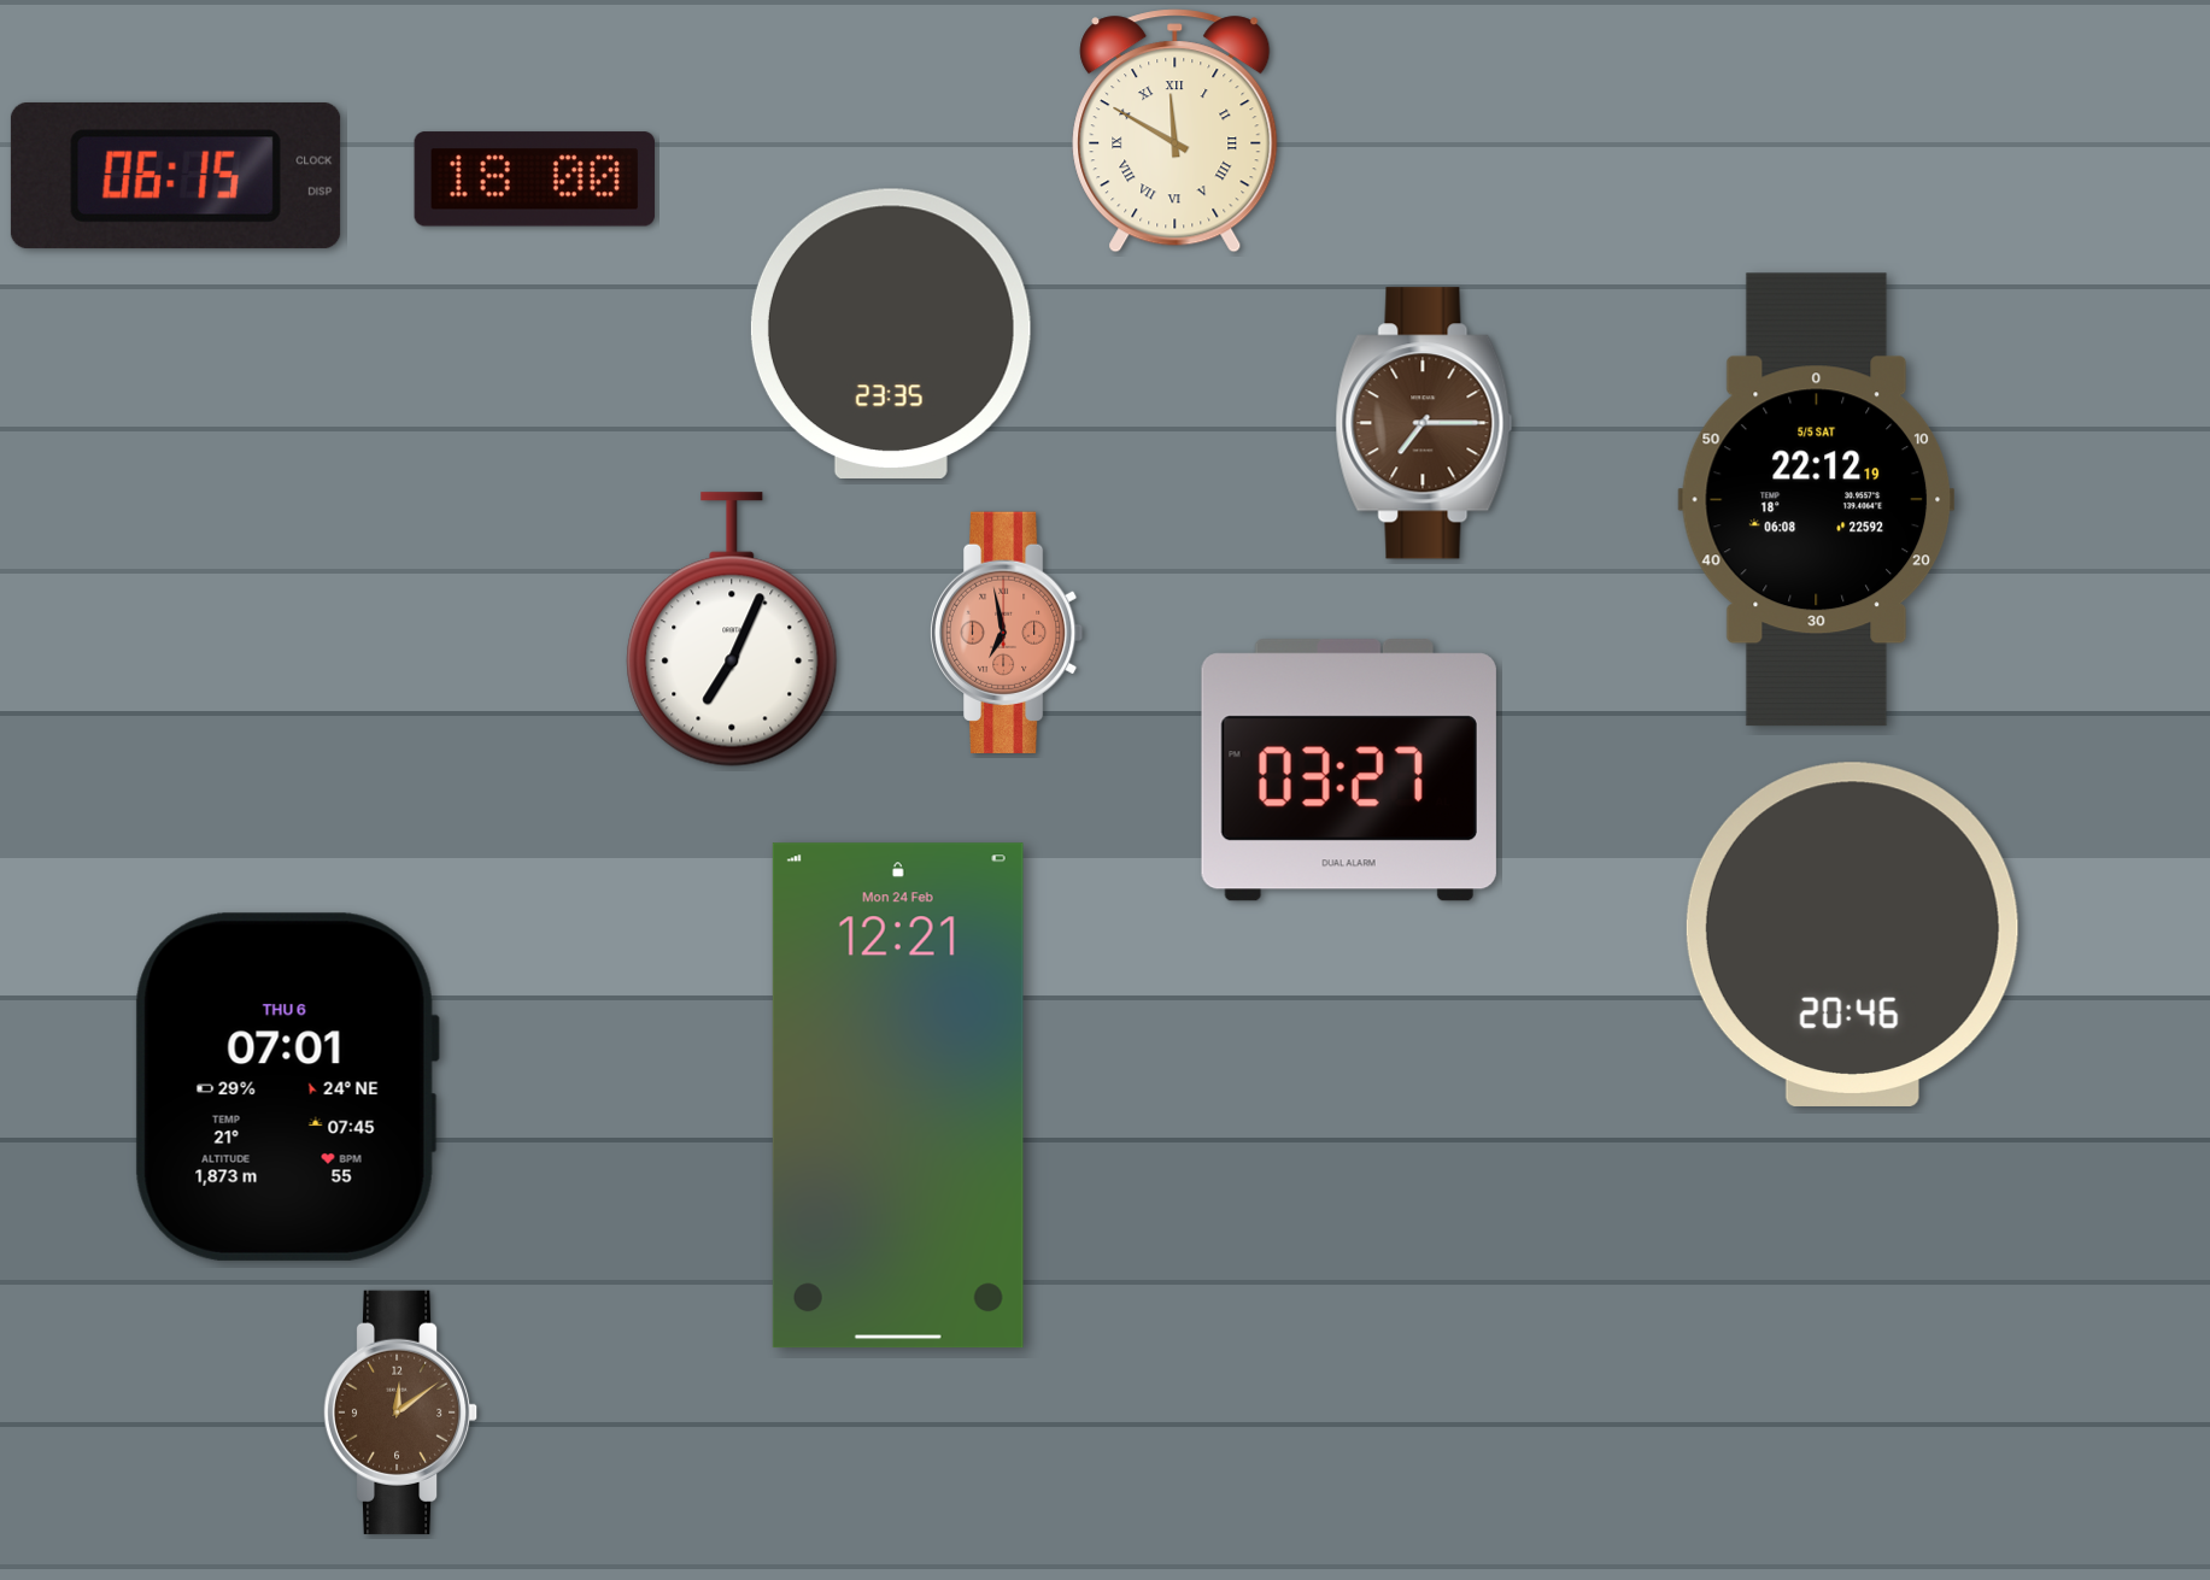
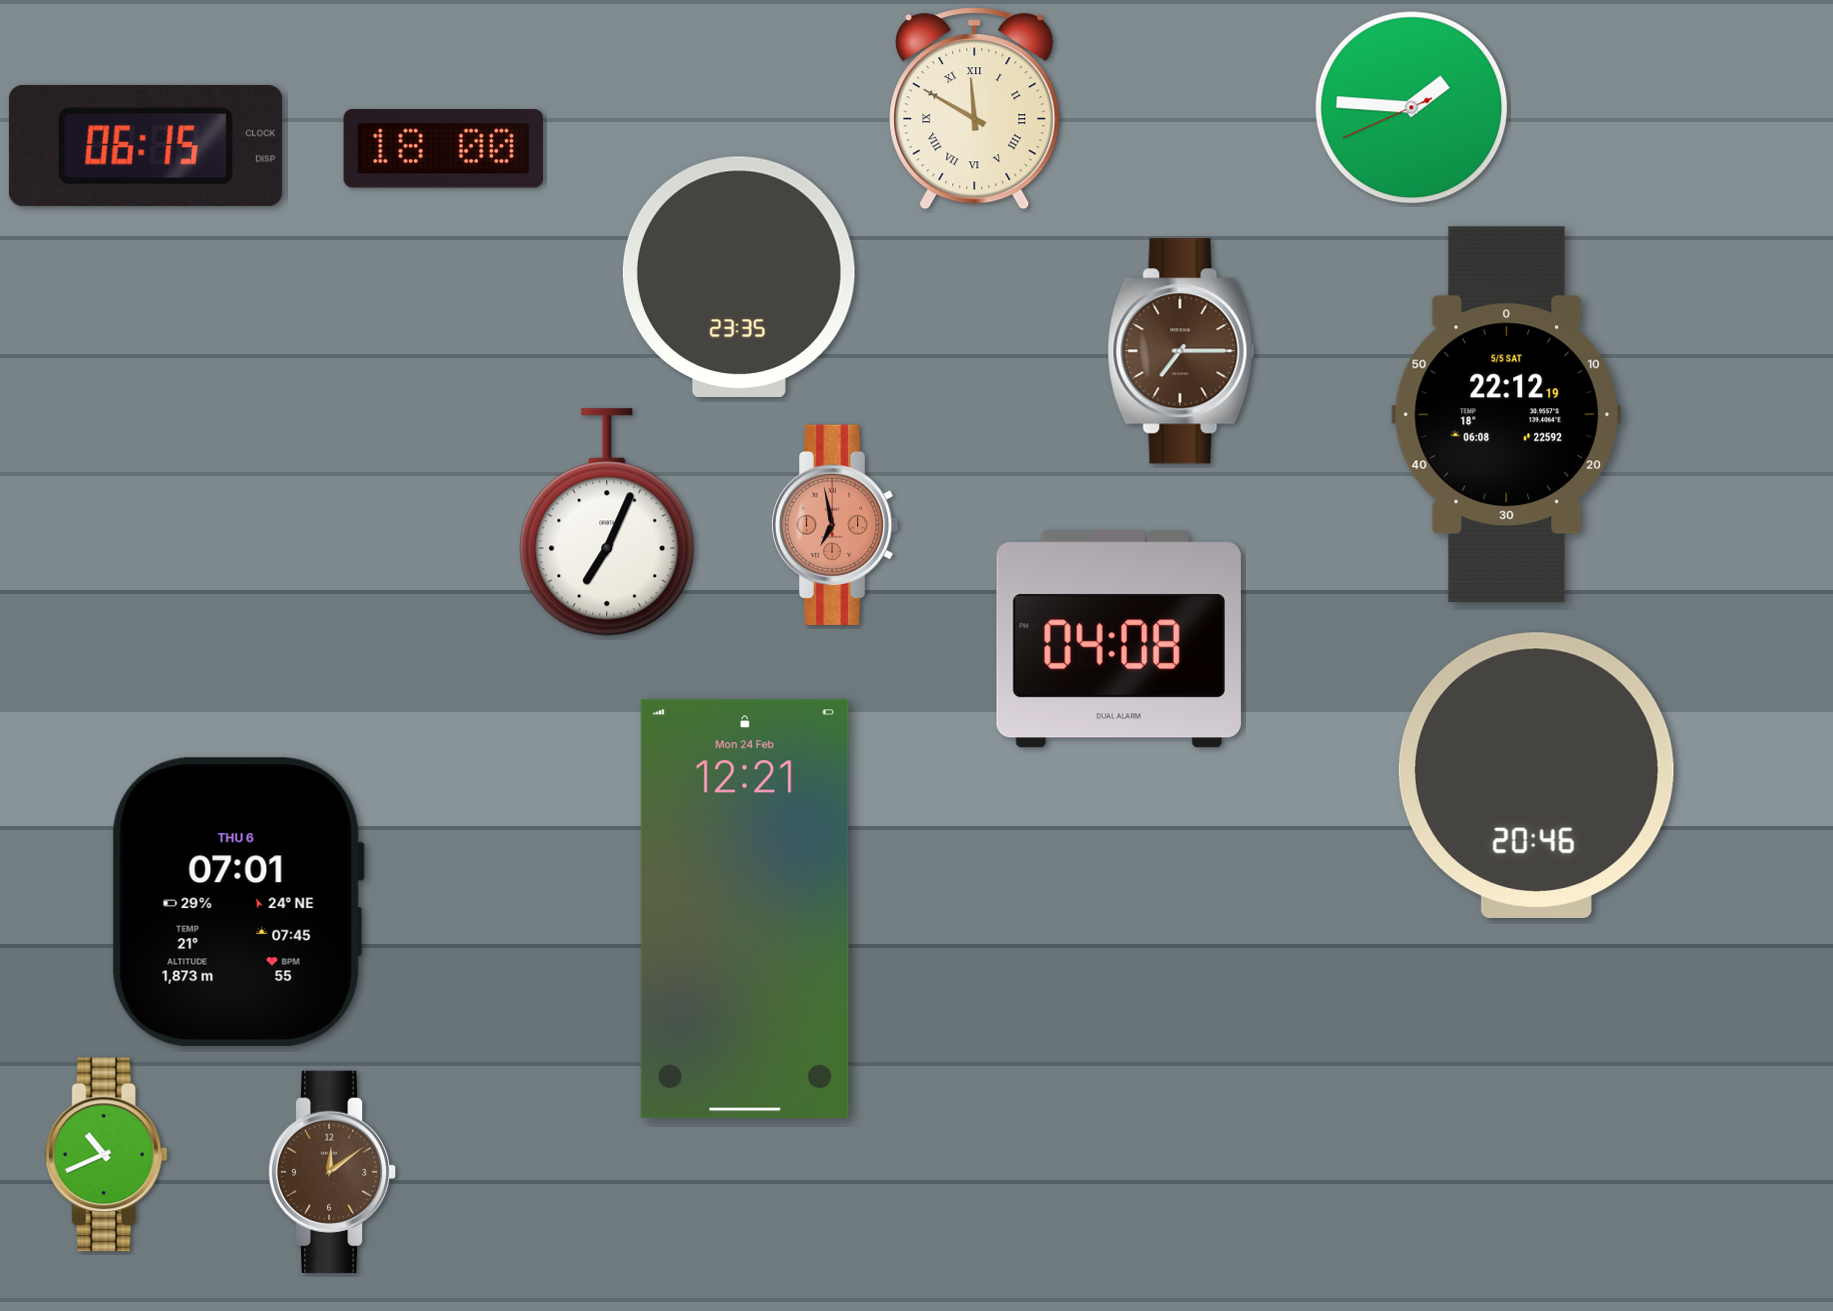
clock at (1412, 108): none -> 1:45
clock at (1349, 770): 03:27 -> 04:08
clock at (106, 1155): none -> 10:41
